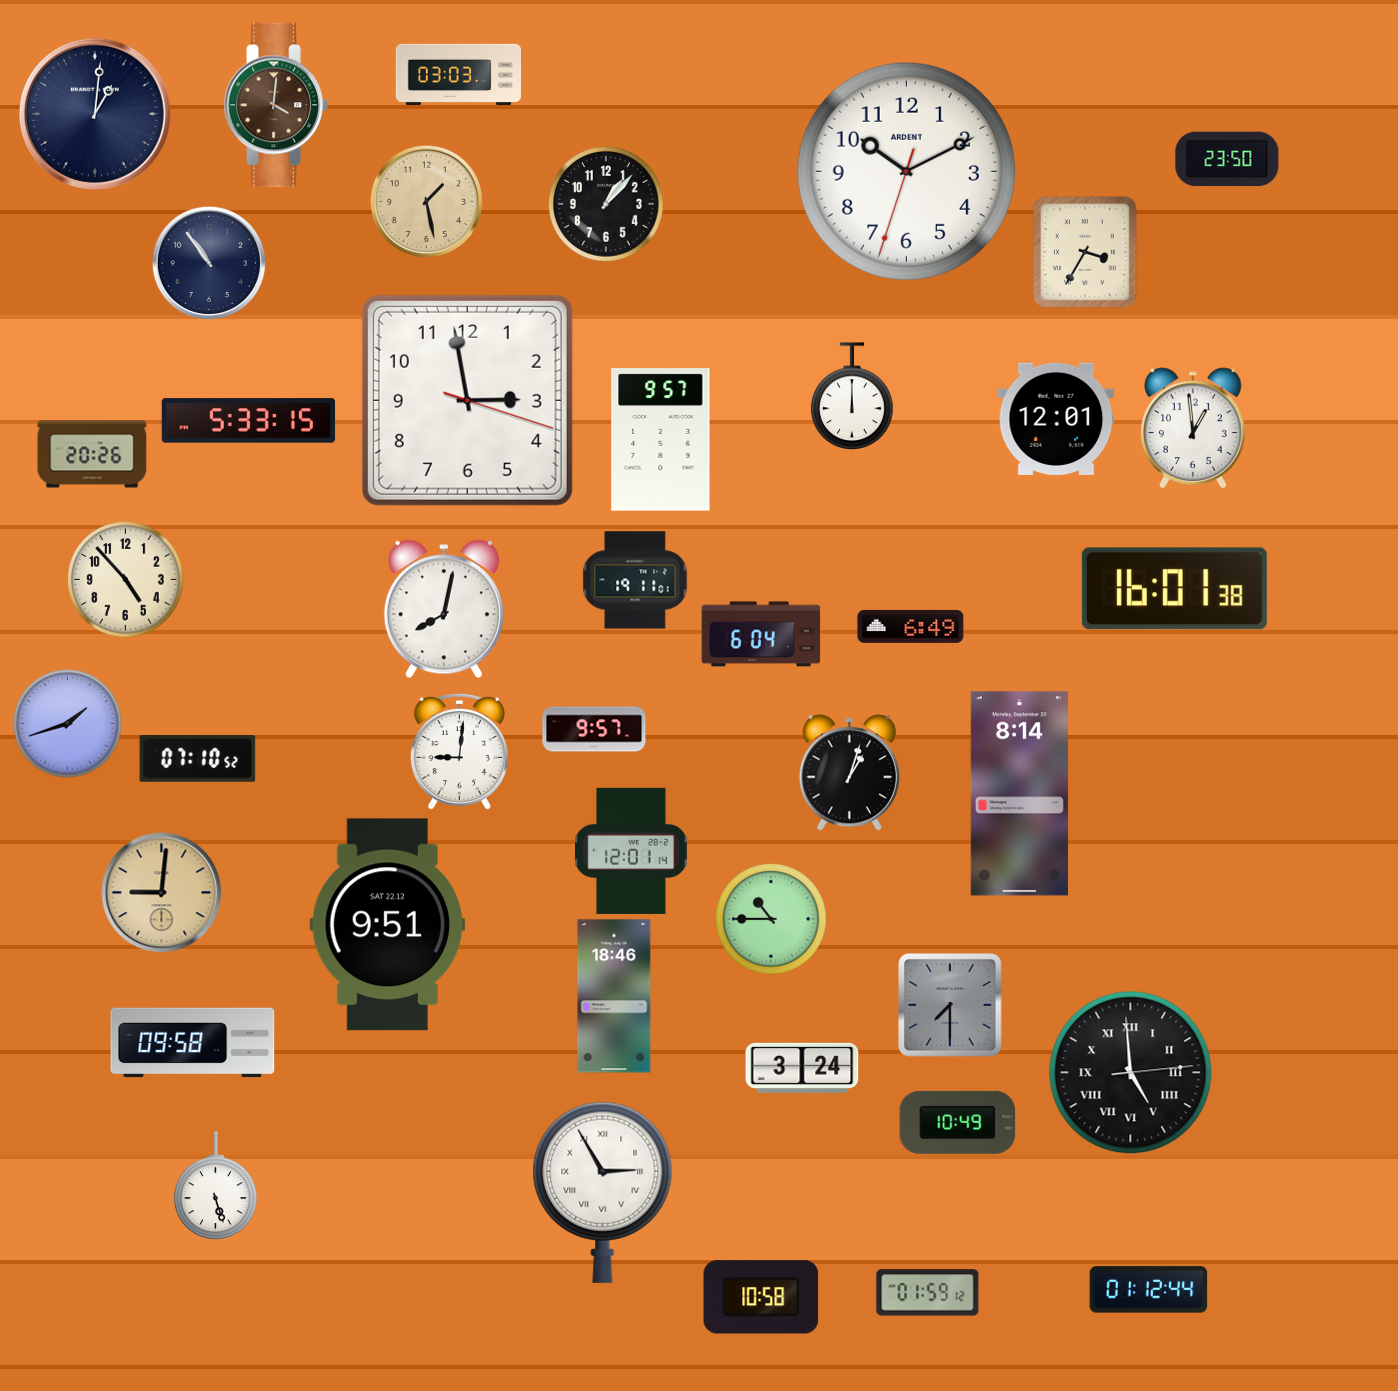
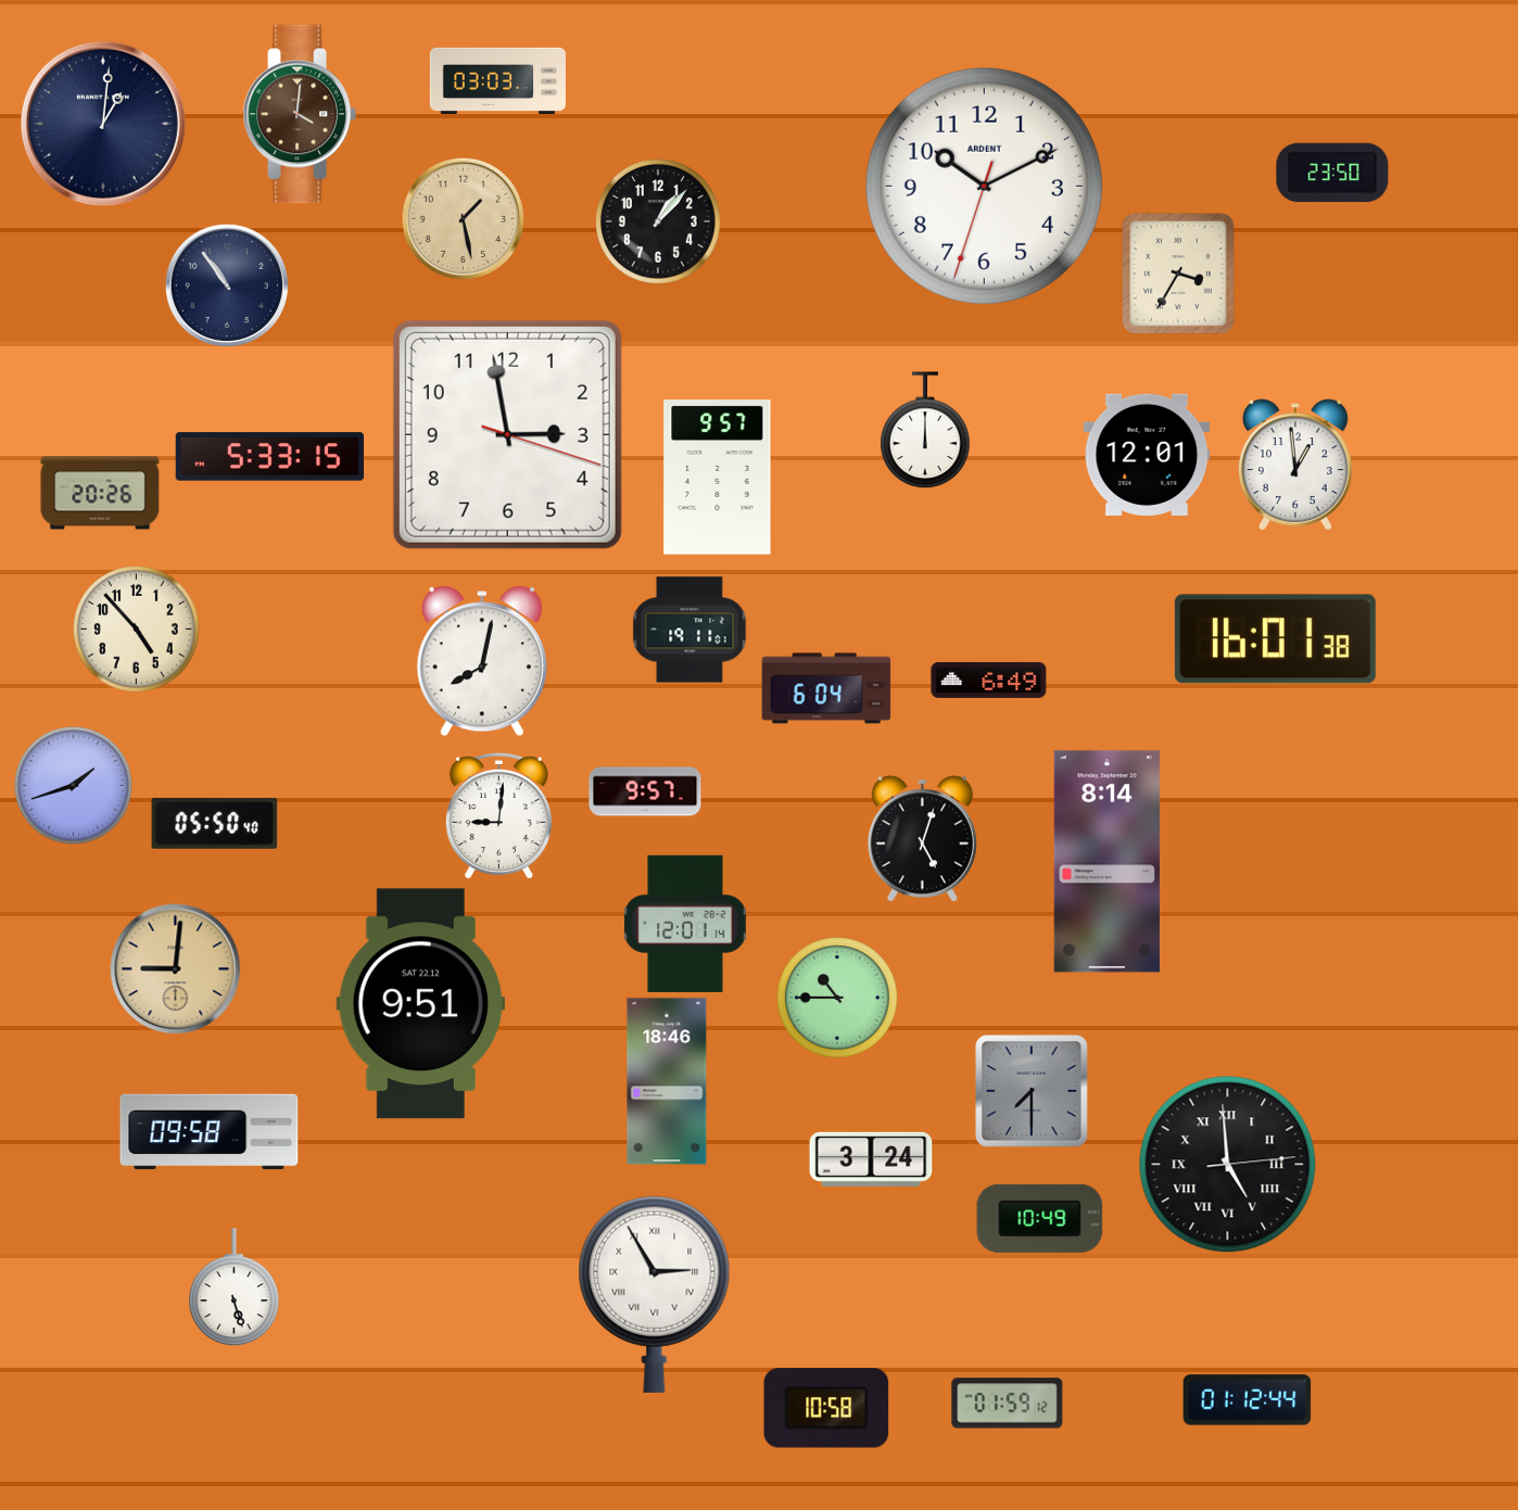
clock at (198, 759): 07:10 -> 05:50
clock at (849, 773): 1:03 -> 5:03
